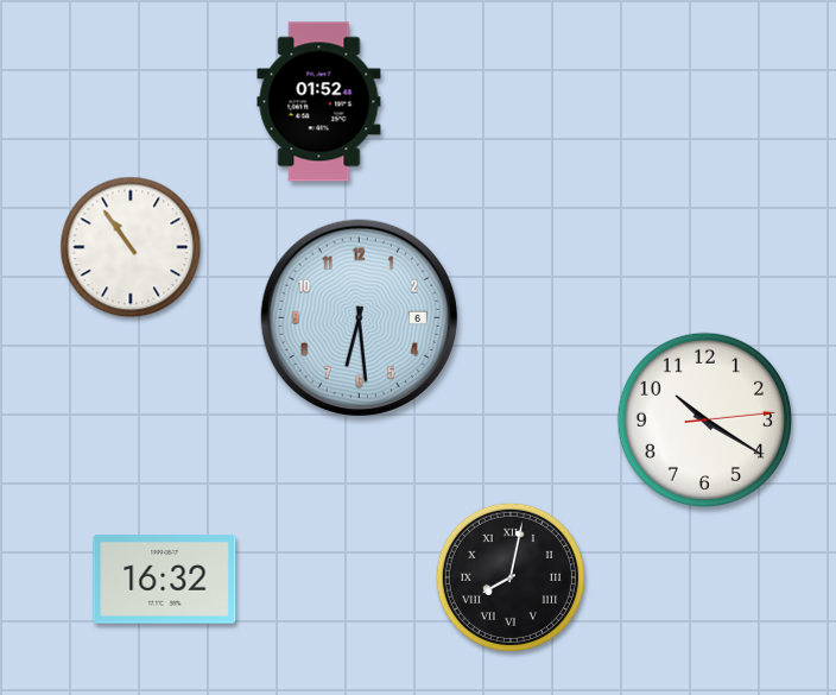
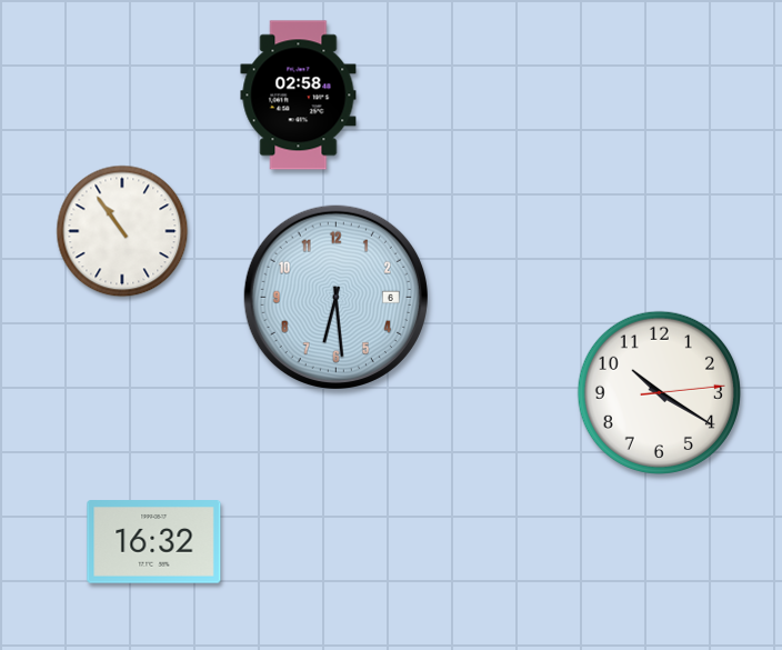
clock at (319, 102): 01:52 -> 02:58
clock at (511, 577): 8:02 -> none
